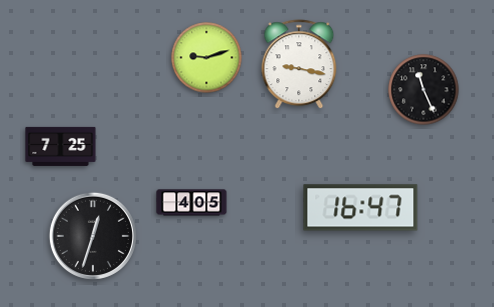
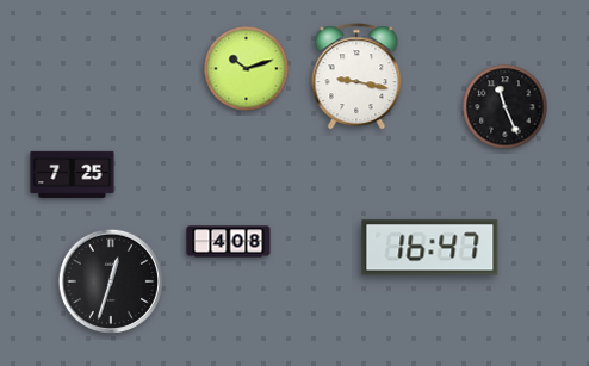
clock at (207, 58): 9:12 -> 10:12
clock at (192, 203): 4:05 -> 4:08
